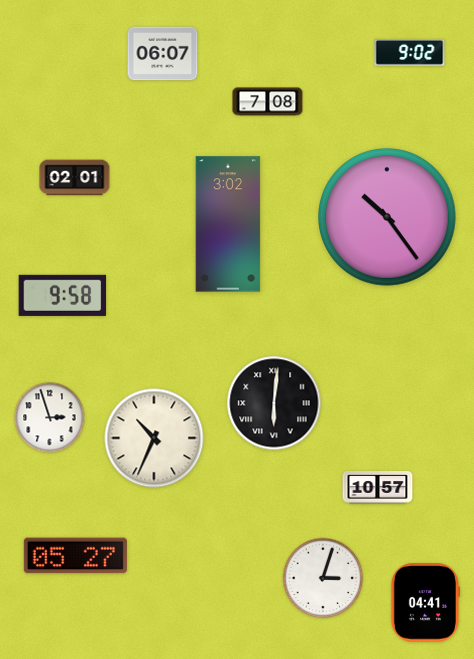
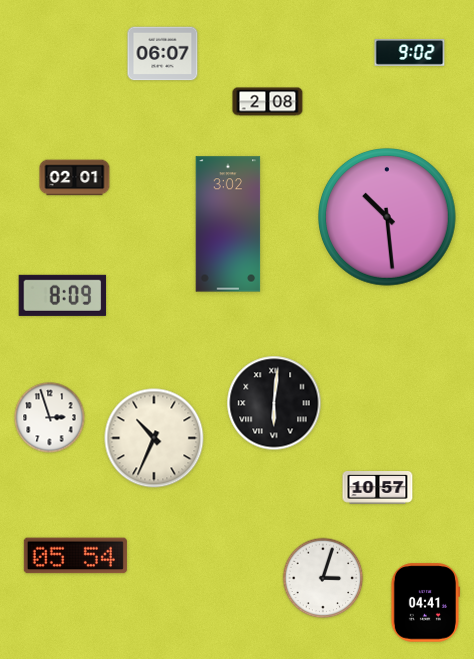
clock at (268, 102): 7:08 -> 2:08
clock at (388, 218): 10:24 -> 10:29
clock at (63, 295): 9:58 -> 8:09
clock at (75, 556): 05:27 -> 05:54
